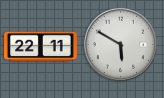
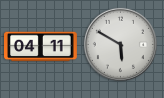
clock at (41, 47): 22:11 -> 04:11
